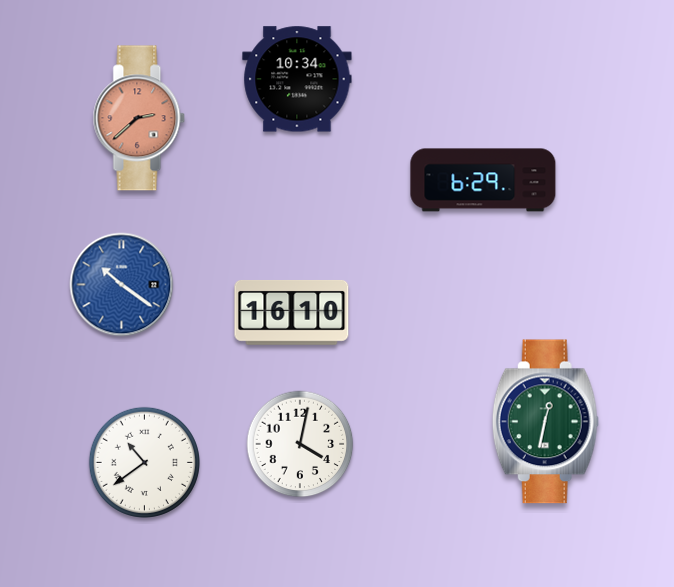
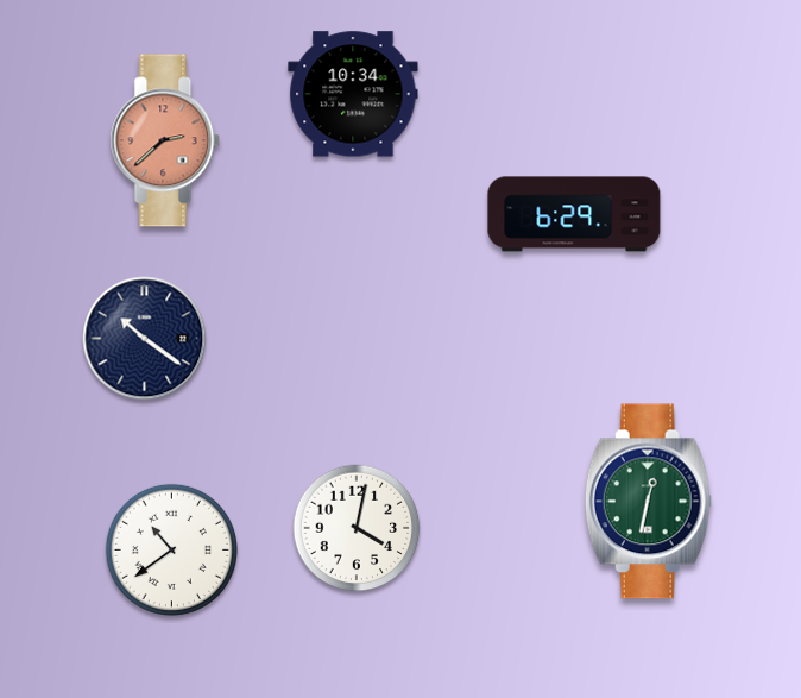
clock at (122, 285) dial: blue -> navy
clock at (292, 312): 16:10 -> none
